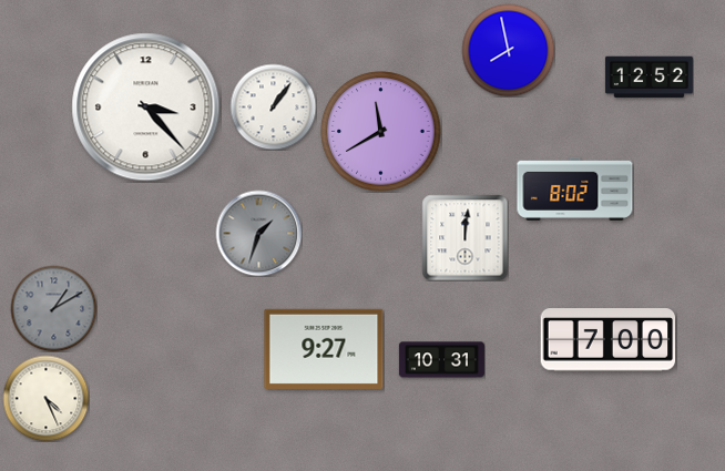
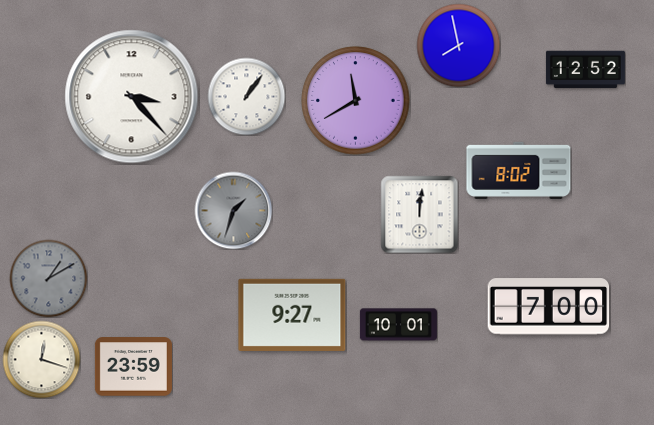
clock at (381, 132) position: (381, 132) -> (356, 101)
clock at (441, 360): 10:31 -> 10:01
clock at (45, 398): 4:26 -> 12:18
clock at (133, 367): none -> 23:59
